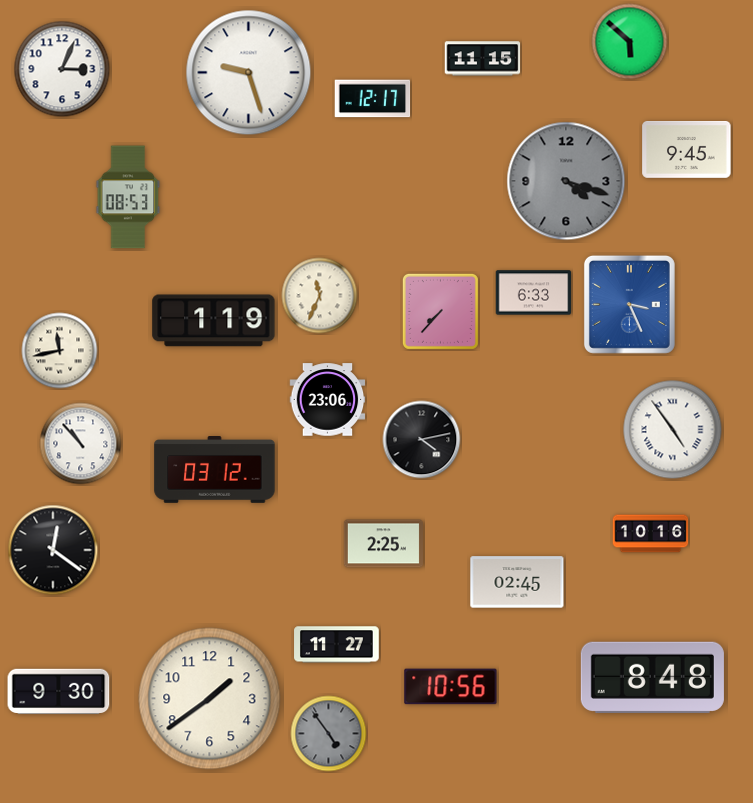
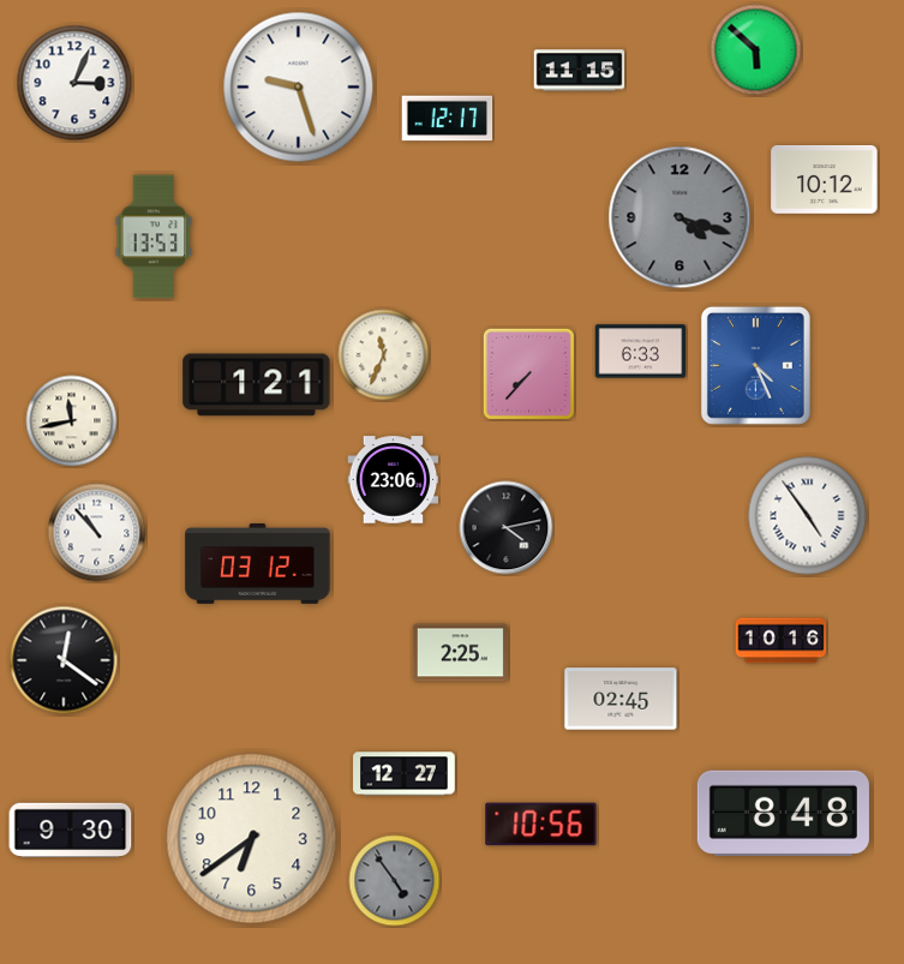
clock at (687, 149): 9:45 -> 10:12
clock at (128, 197): 08:53 -> 13:53
clock at (629, 304): 3:26 -> 4:26
clock at (214, 321): 1:19 -> 1:21
clock at (337, 645): 11:27 -> 12:27
clock at (210, 699): 1:39 -> 6:39
